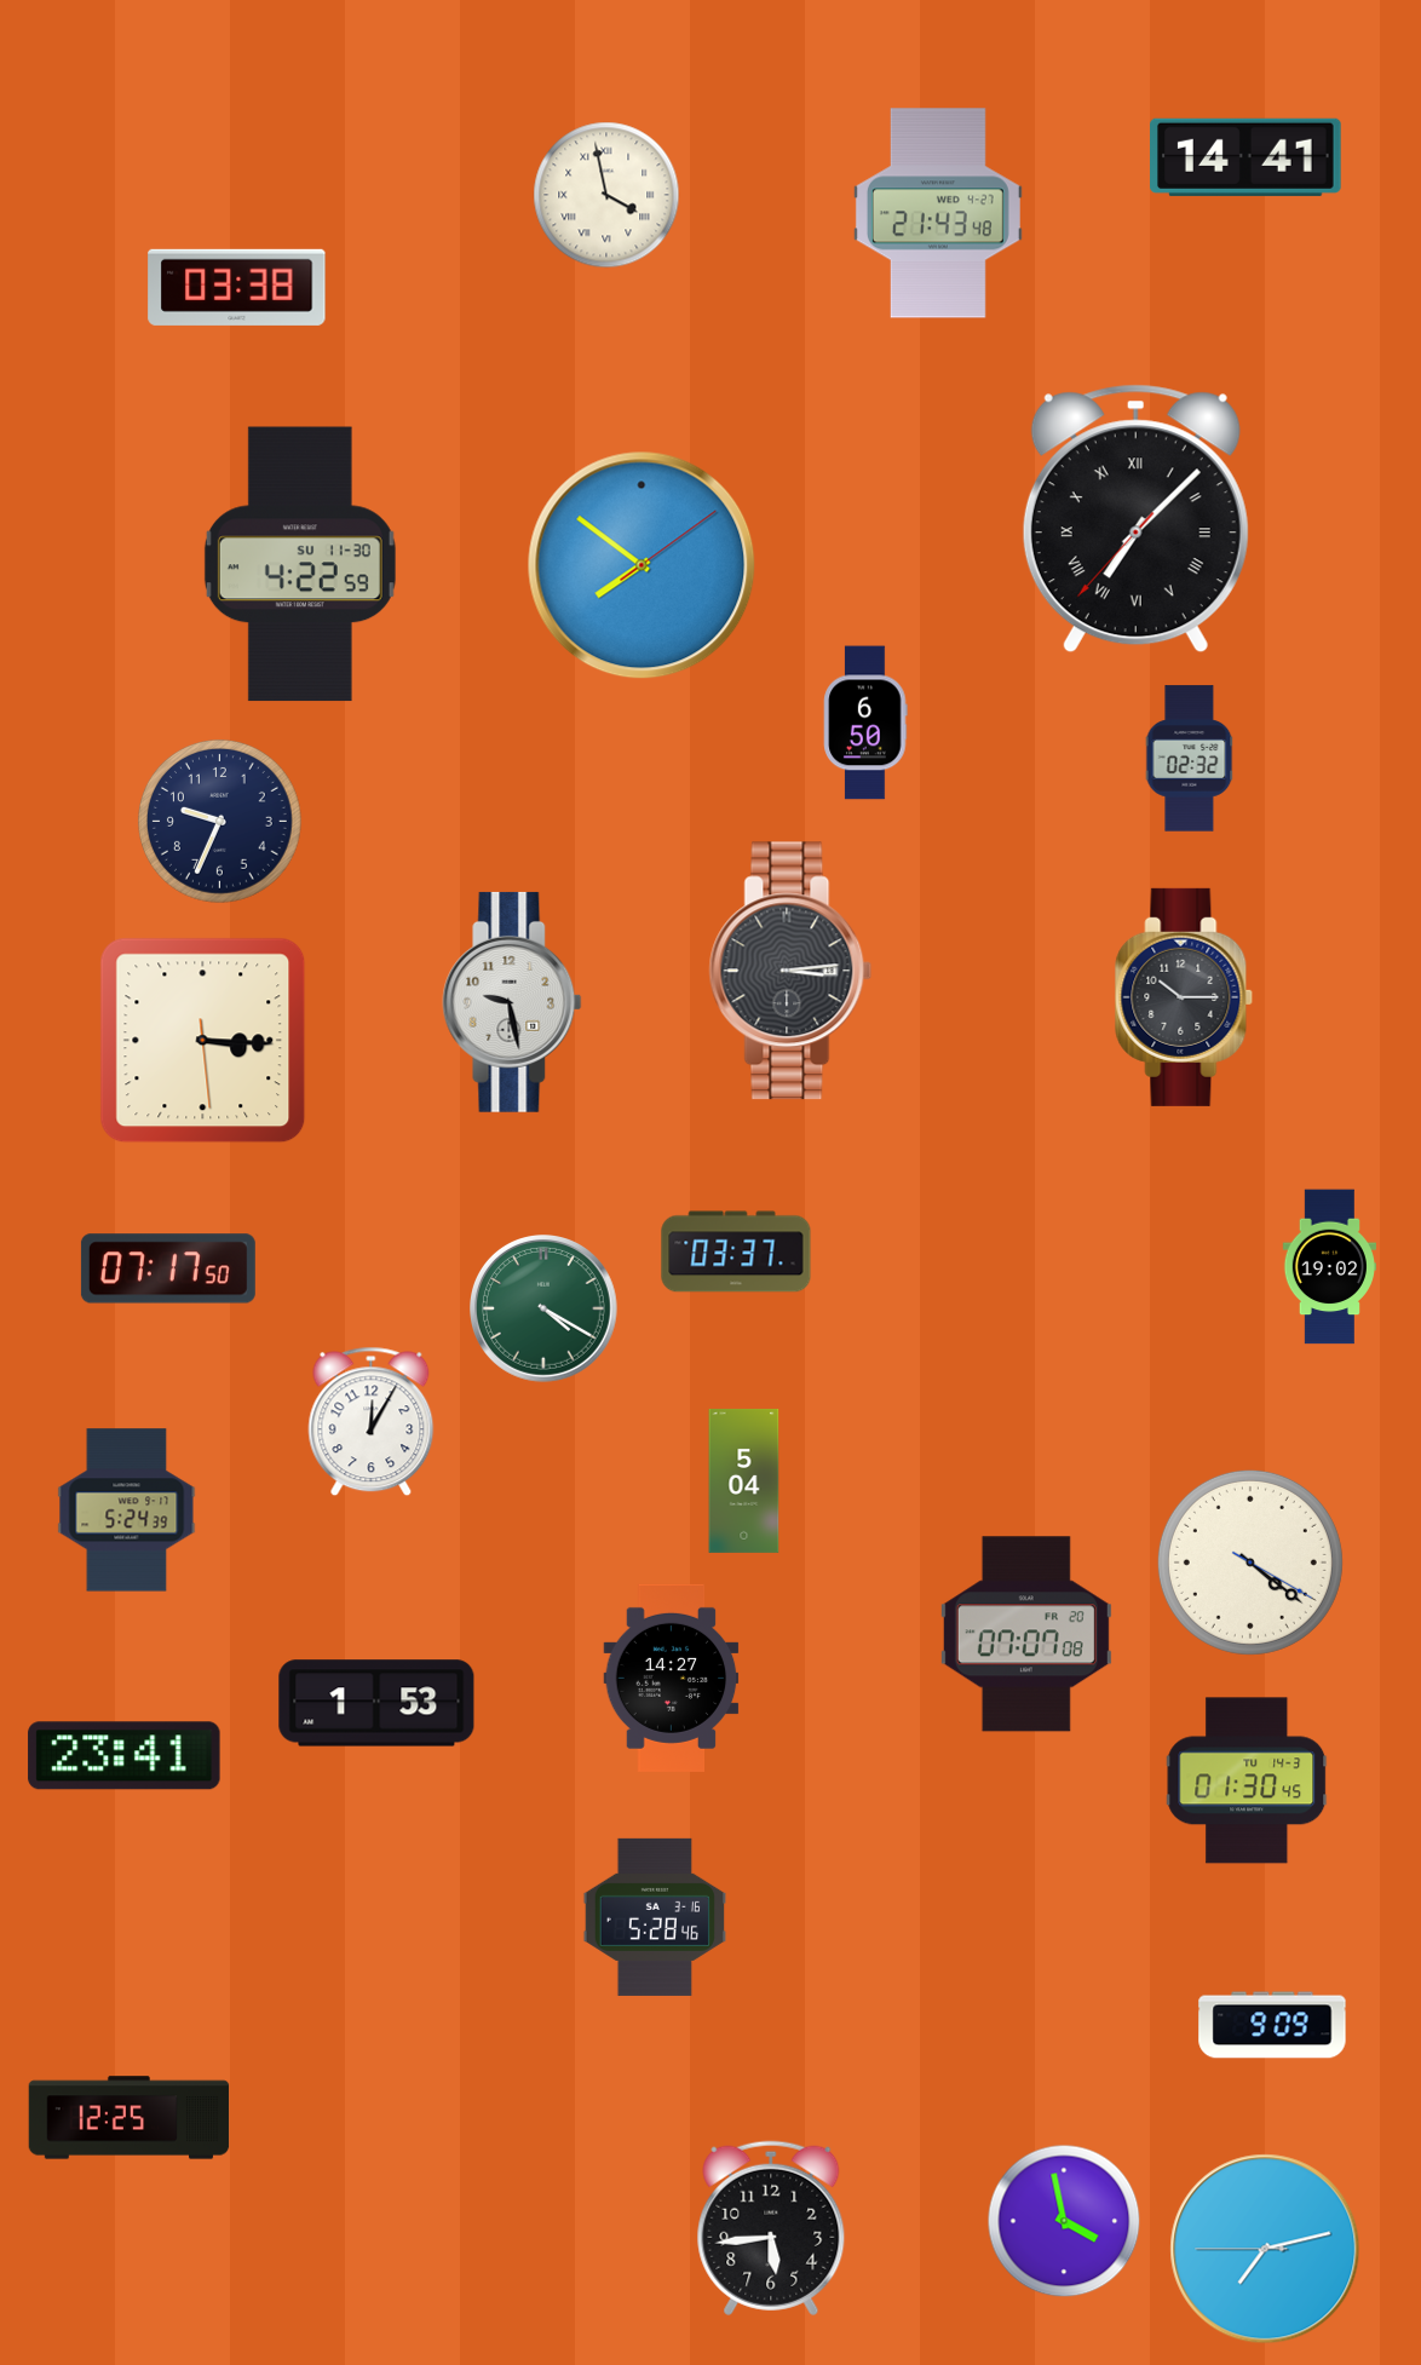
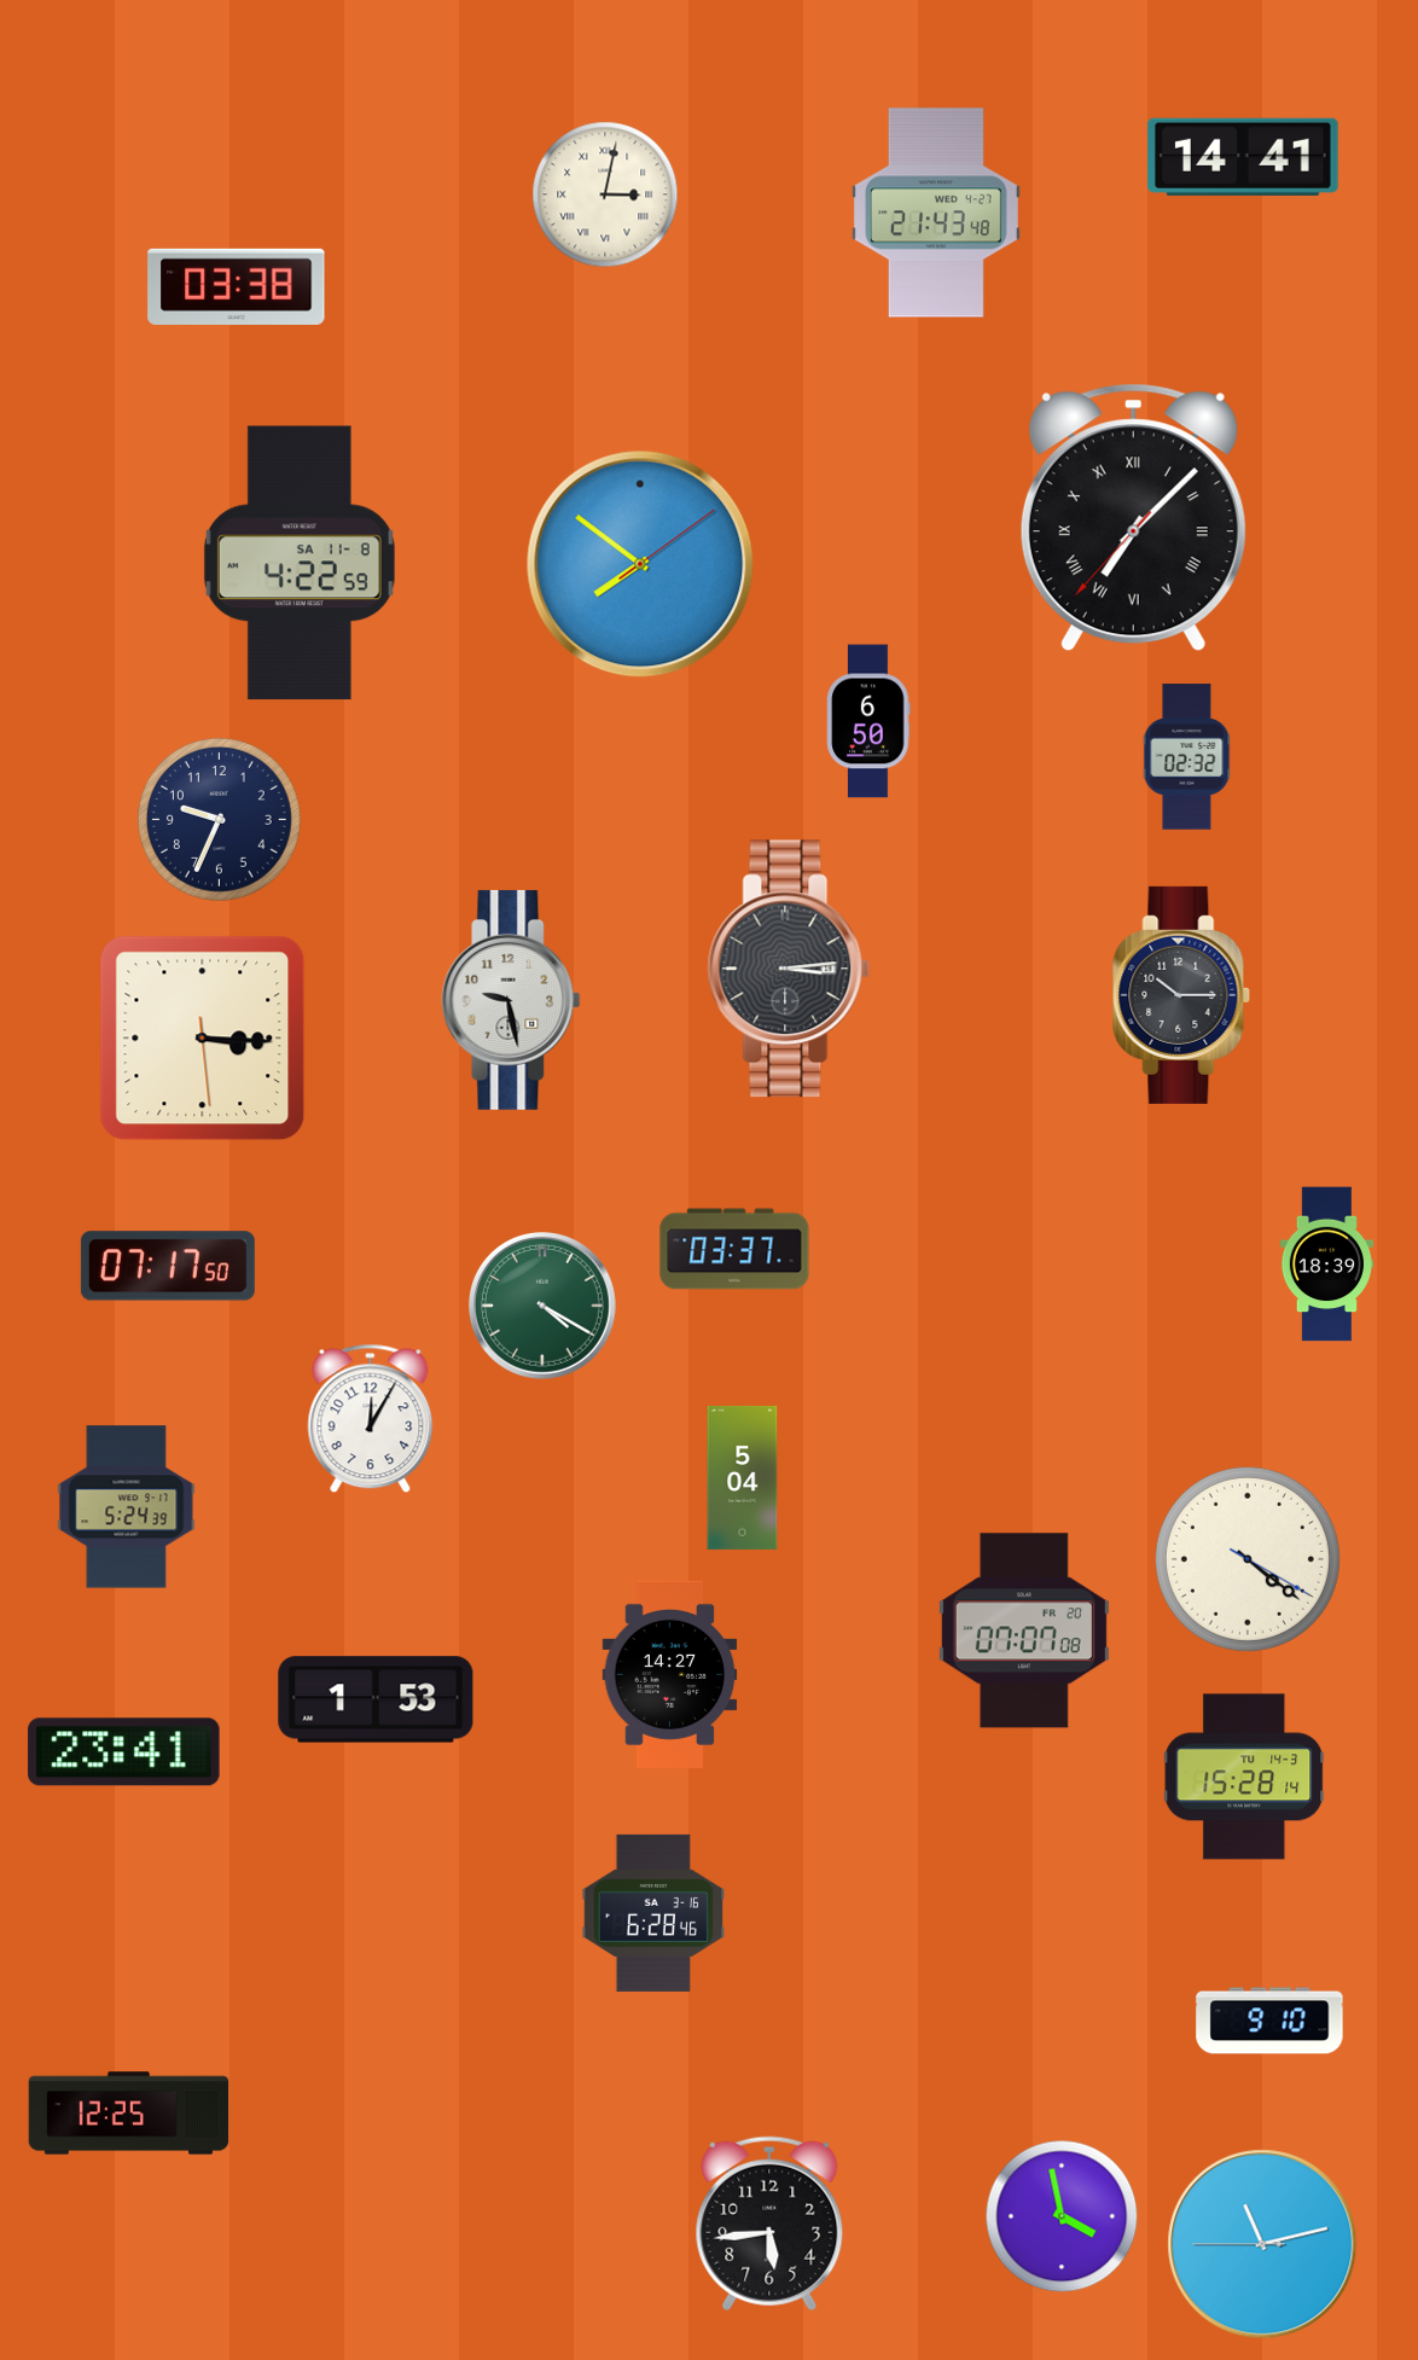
clock at (606, 195): 3:58 -> 3:02
clock at (300, 564) date: SU 11-30 -> SA 11-8
clock at (865, 723) position: (865, 723) -> (868, 721)
clock at (1329, 1267): 19:02 -> 18:39
clock at (1247, 1780): 01:30 -> 15:28
clock at (654, 1917): 5:28 -> 6:28
clock at (1272, 2025): 9:09 -> 9:10
clock at (1265, 2249): 7:12 -> 11:12
